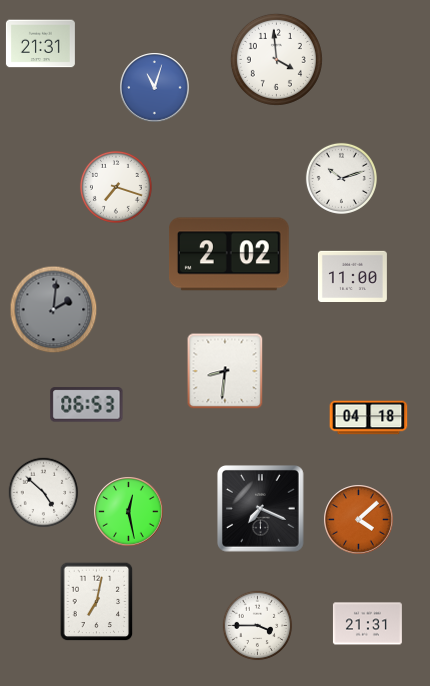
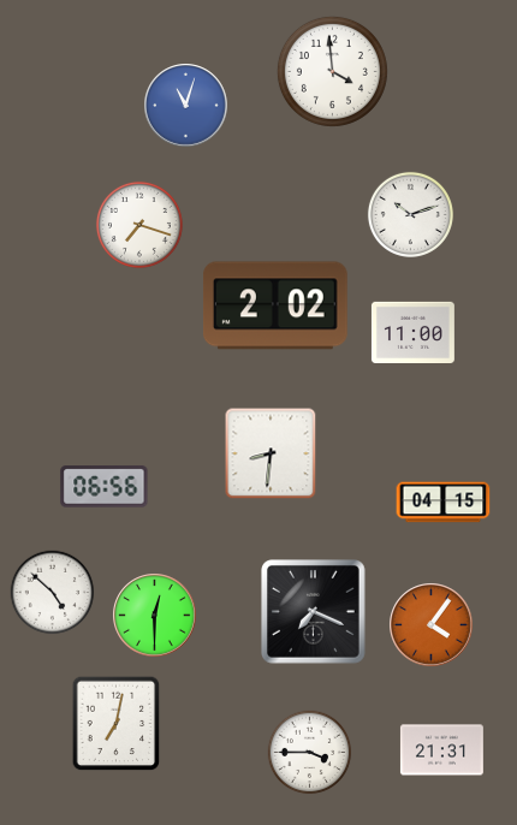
clock at (40, 44): 21:31 -> none
clock at (352, 276) position: (352, 276) -> (412, 332)
clock at (54, 310): 2:01 -> none
clock at (225, 371) position: (225, 371) -> (271, 453)
clock at (87, 405): 06:53 -> 06:56
clock at (369, 418): 04:18 -> 04:15
clock at (129, 512): 12:28 -> 12:30
clock at (359, 520): 4:08 -> 4:06
